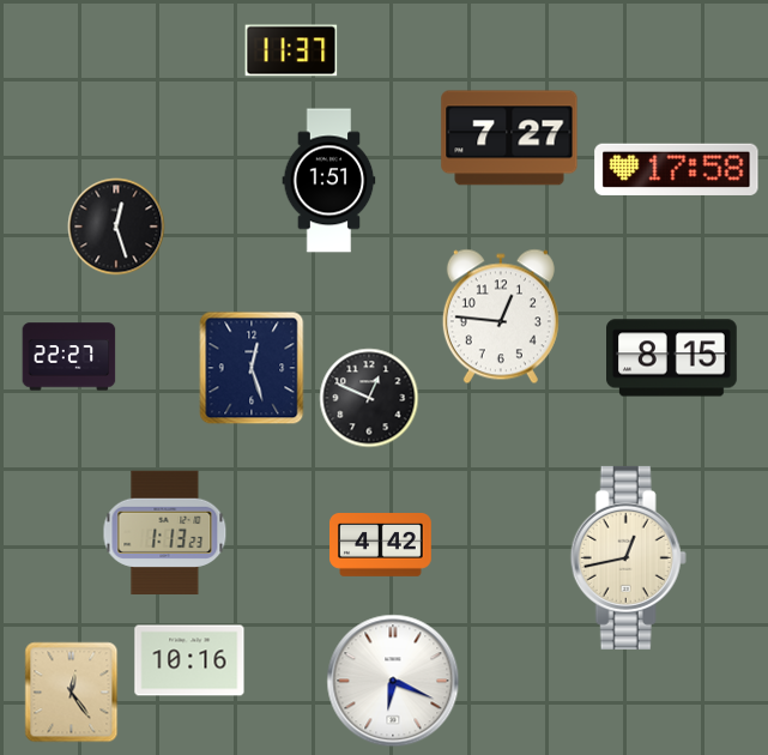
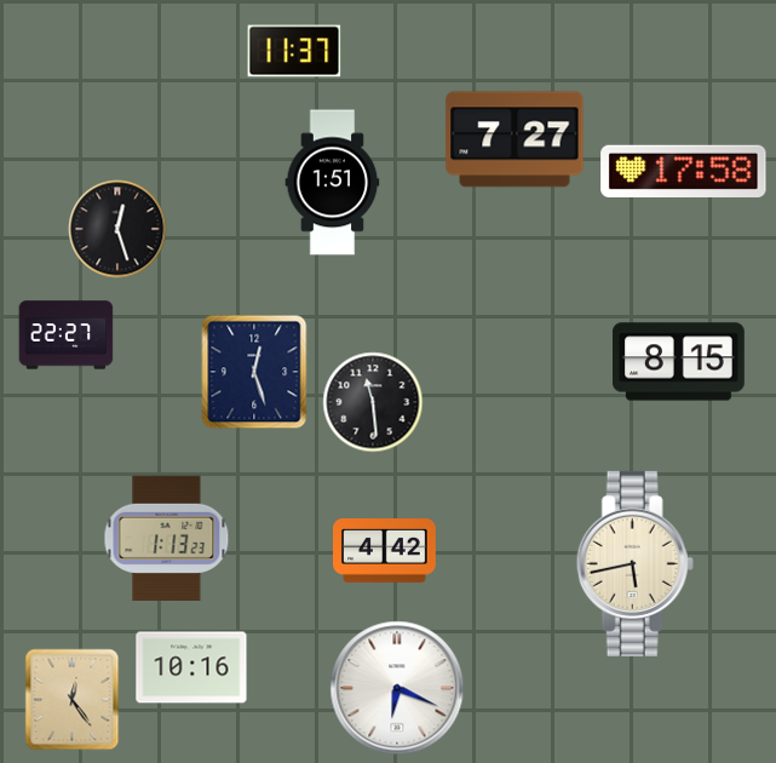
clock at (501, 316): 12:46 -> none
clock at (69, 357) position: (69, 357) -> (67, 335)
clock at (369, 398): 12:49 -> 11:29
clock at (628, 557): 12:43 -> 5:43
